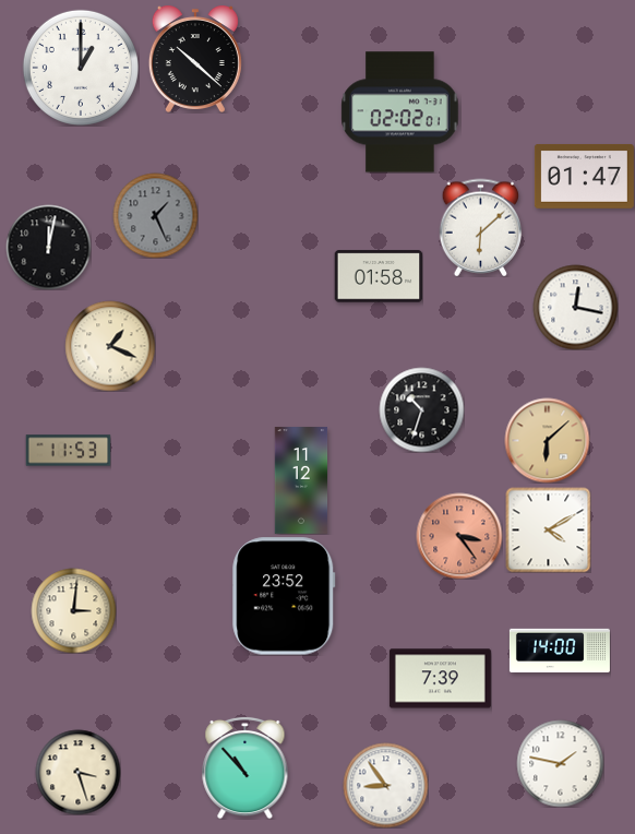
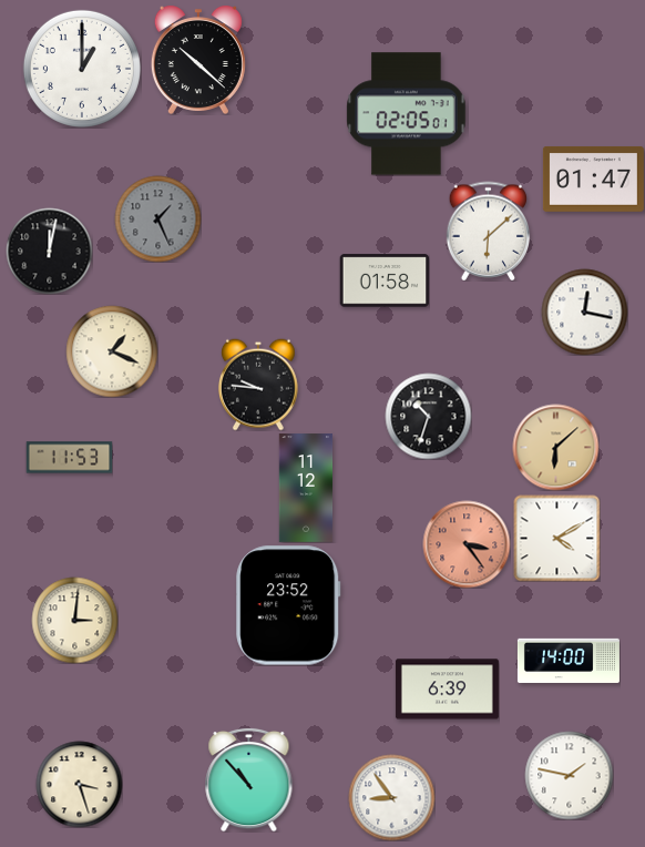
clock at (400, 112): 02:02 -> 02:05
clock at (258, 385): none -> 9:46
clock at (440, 679): 7:39 -> 6:39
